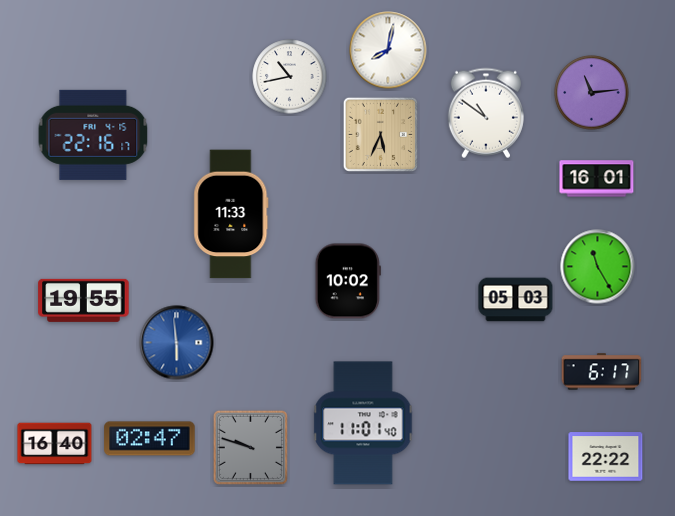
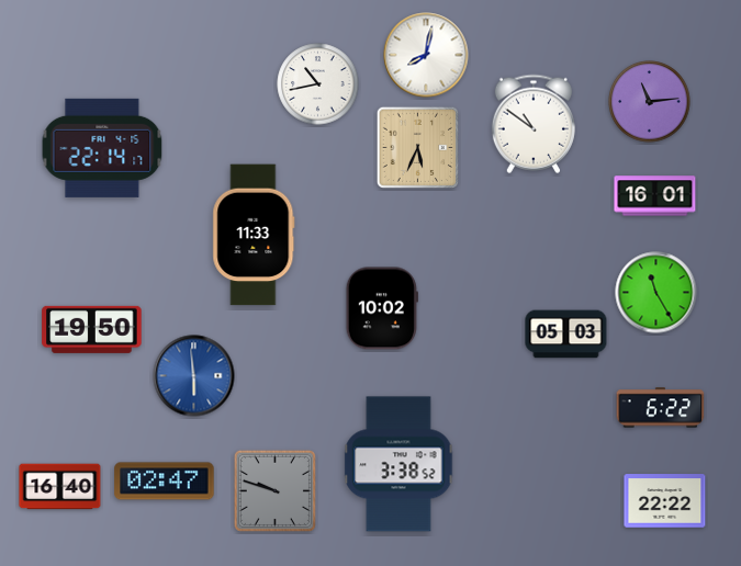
clock at (93, 135): 22:16 -> 22:14
clock at (84, 300): 19:55 -> 19:50
clock at (516, 300) position: (516, 300) -> (566, 335)
clock at (602, 372): 6:17 -> 6:22
clock at (363, 423): 11:01 -> 3:38
